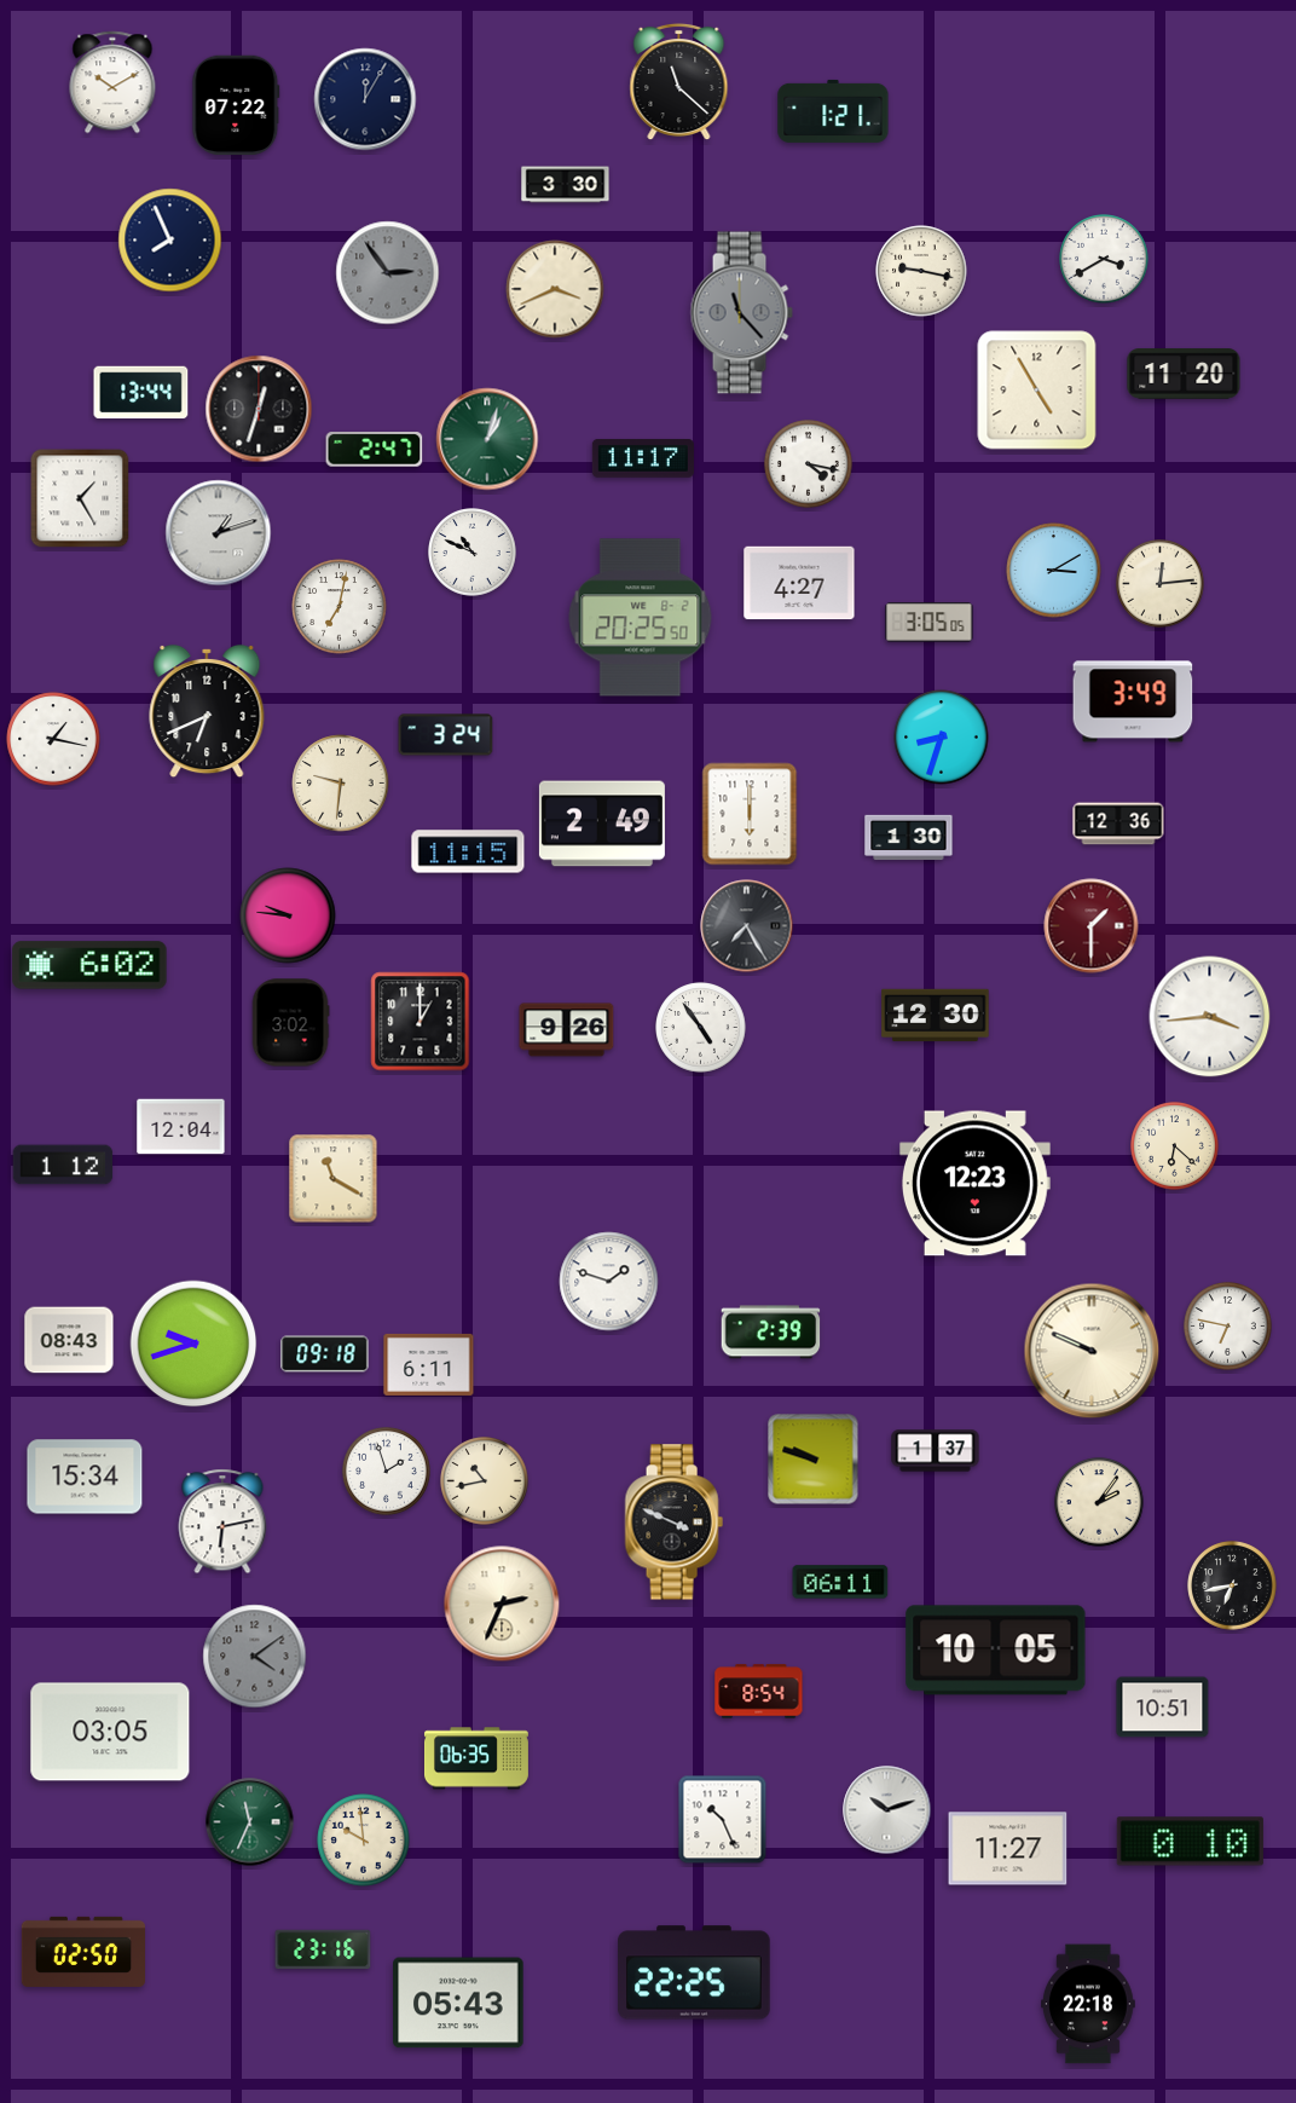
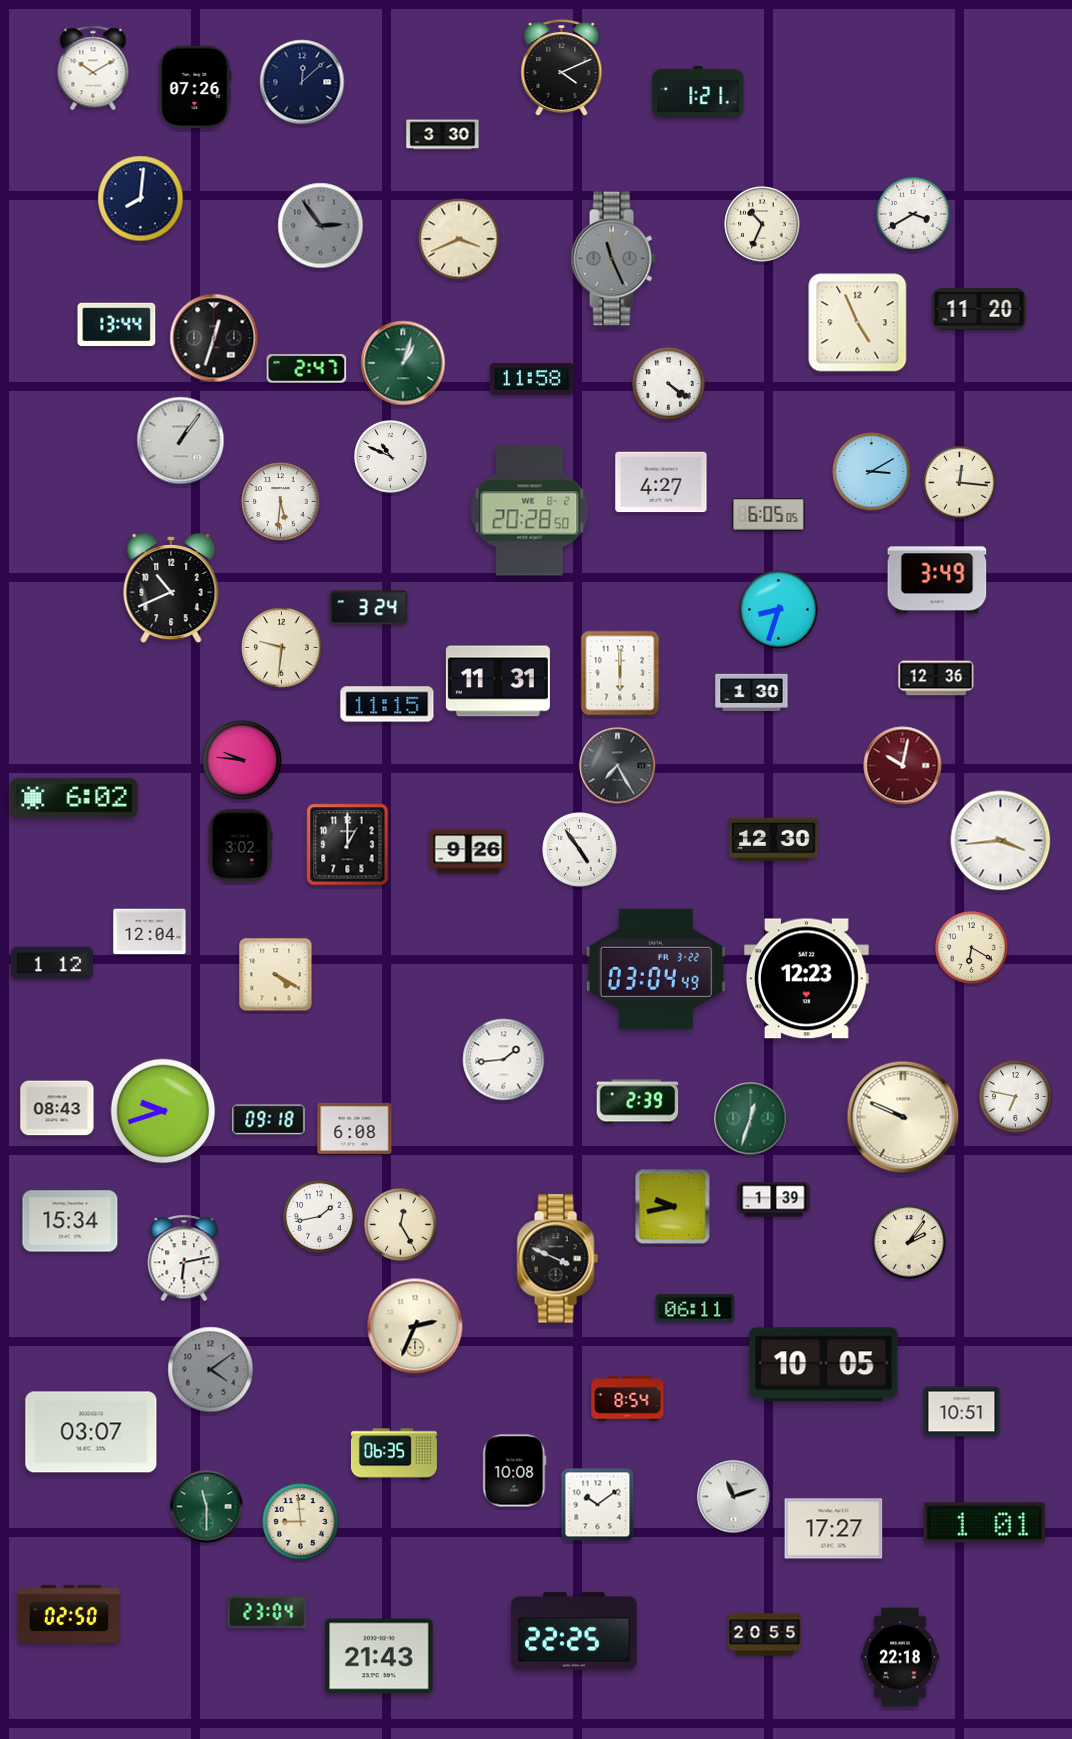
clock at (679, 82): 11:22 -> 4:11
clock at (365, 99): 12:05 -> 12:08
clock at (236, 105): 07:22 -> 07:26
clock at (833, 111) position: (833, 111) -> (698, 92)
clock at (566, 185) position: (566, 185) -> (443, 135)
clock at (170, 241): 7:56 -> 8:01
clock at (921, 271): 9:17 -> 10:34
clock at (741, 313): 11:23 -> 11:26
clock at (1037, 391): 4:55 -> 4:56
clock at (375, 450) position: (375, 450) -> (307, 369)
clock at (643, 460): 11:17 -> 11:58
clock at (809, 464): 4:17 -> 4:21
clock at (80, 498): 1:25 -> none
clock at (219, 533): 1:12 -> 1:06
clock at (1161, 584): 12:14 -> 12:16
clock at (340, 607): 7:02 -> 5:31
clock at (641, 618): 20:25 -> 20:28
clock at (930, 623): 3:05 -> 6:05
clock at (207, 711): 6:41 -> 10:41
clock at (53, 739): 1:17 -> none
clock at (602, 824): 2:49 -> 11:31
clock at (1118, 824) position: (1118, 824) -> (936, 678)
clock at (288, 915) position: (288, 915) -> (242, 760)
clock at (1092, 926): 1:30 -> 10:02
clock at (1175, 1146): 6:22 -> 6:20
clock at (656, 969): none -> 03:04
clock at (334, 1179): 11:20 -> 4:20
clock at (609, 1282): 1:48 -> 1:44
clock at (193, 1344) position: (193, 1344) -> (163, 1111)
clock at (751, 1119): none -> 12:33
clock at (429, 1364): 6:11 -> 6:08
clock at (936, 1451): 1:37 -> 1:39
clock at (814, 1460): 9:48 -> 9:43
clock at (387, 1472): 1:57 -> 1:43
clock at (485, 1481): 10:43 -> 12:25
clock at (1232, 1585): 6:43 -> none
clock at (110, 1732): 03:05 -> 03:07
clock at (515, 1471): none -> 10:08
clock at (887, 1810): 10:12 -> 11:12
clock at (723, 1820): 10:26 -> 10:09
clock at (250, 1822): 11:34 -> 11:30
clock at (364, 1841): 9:59 -> 8:59
clock at (1190, 1842): 0:10 -> 1:01
clock at (1008, 1849): 11:27 -> 17:27
clock at (323, 1949): 23:16 -> 23:04
clock at (765, 1635): none -> 20:55
clock at (458, 2003): 05:43 -> 21:43
